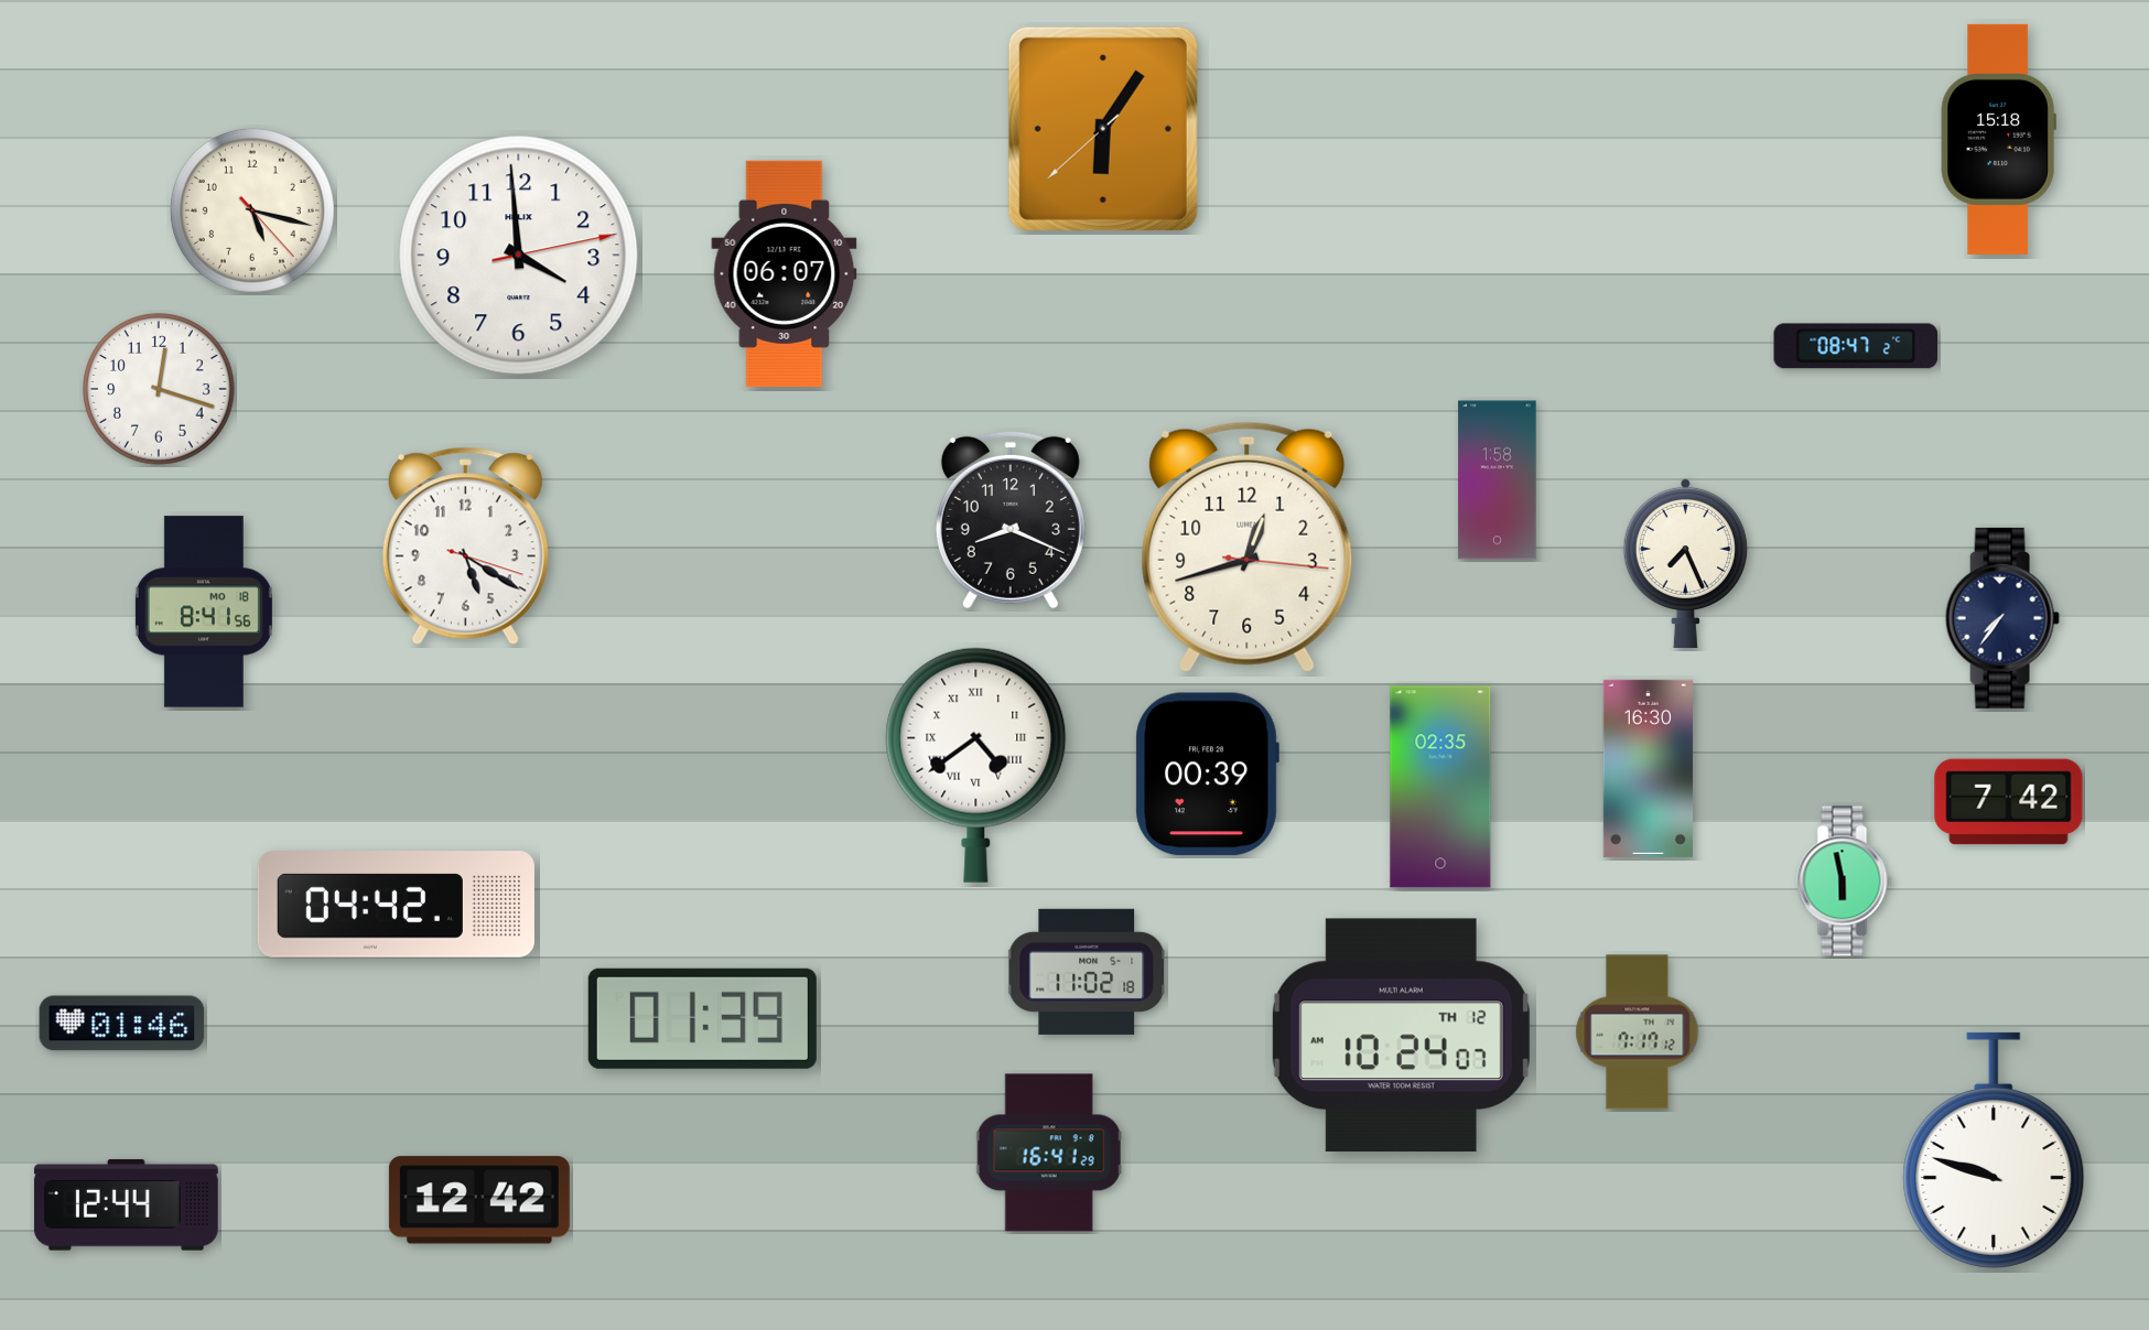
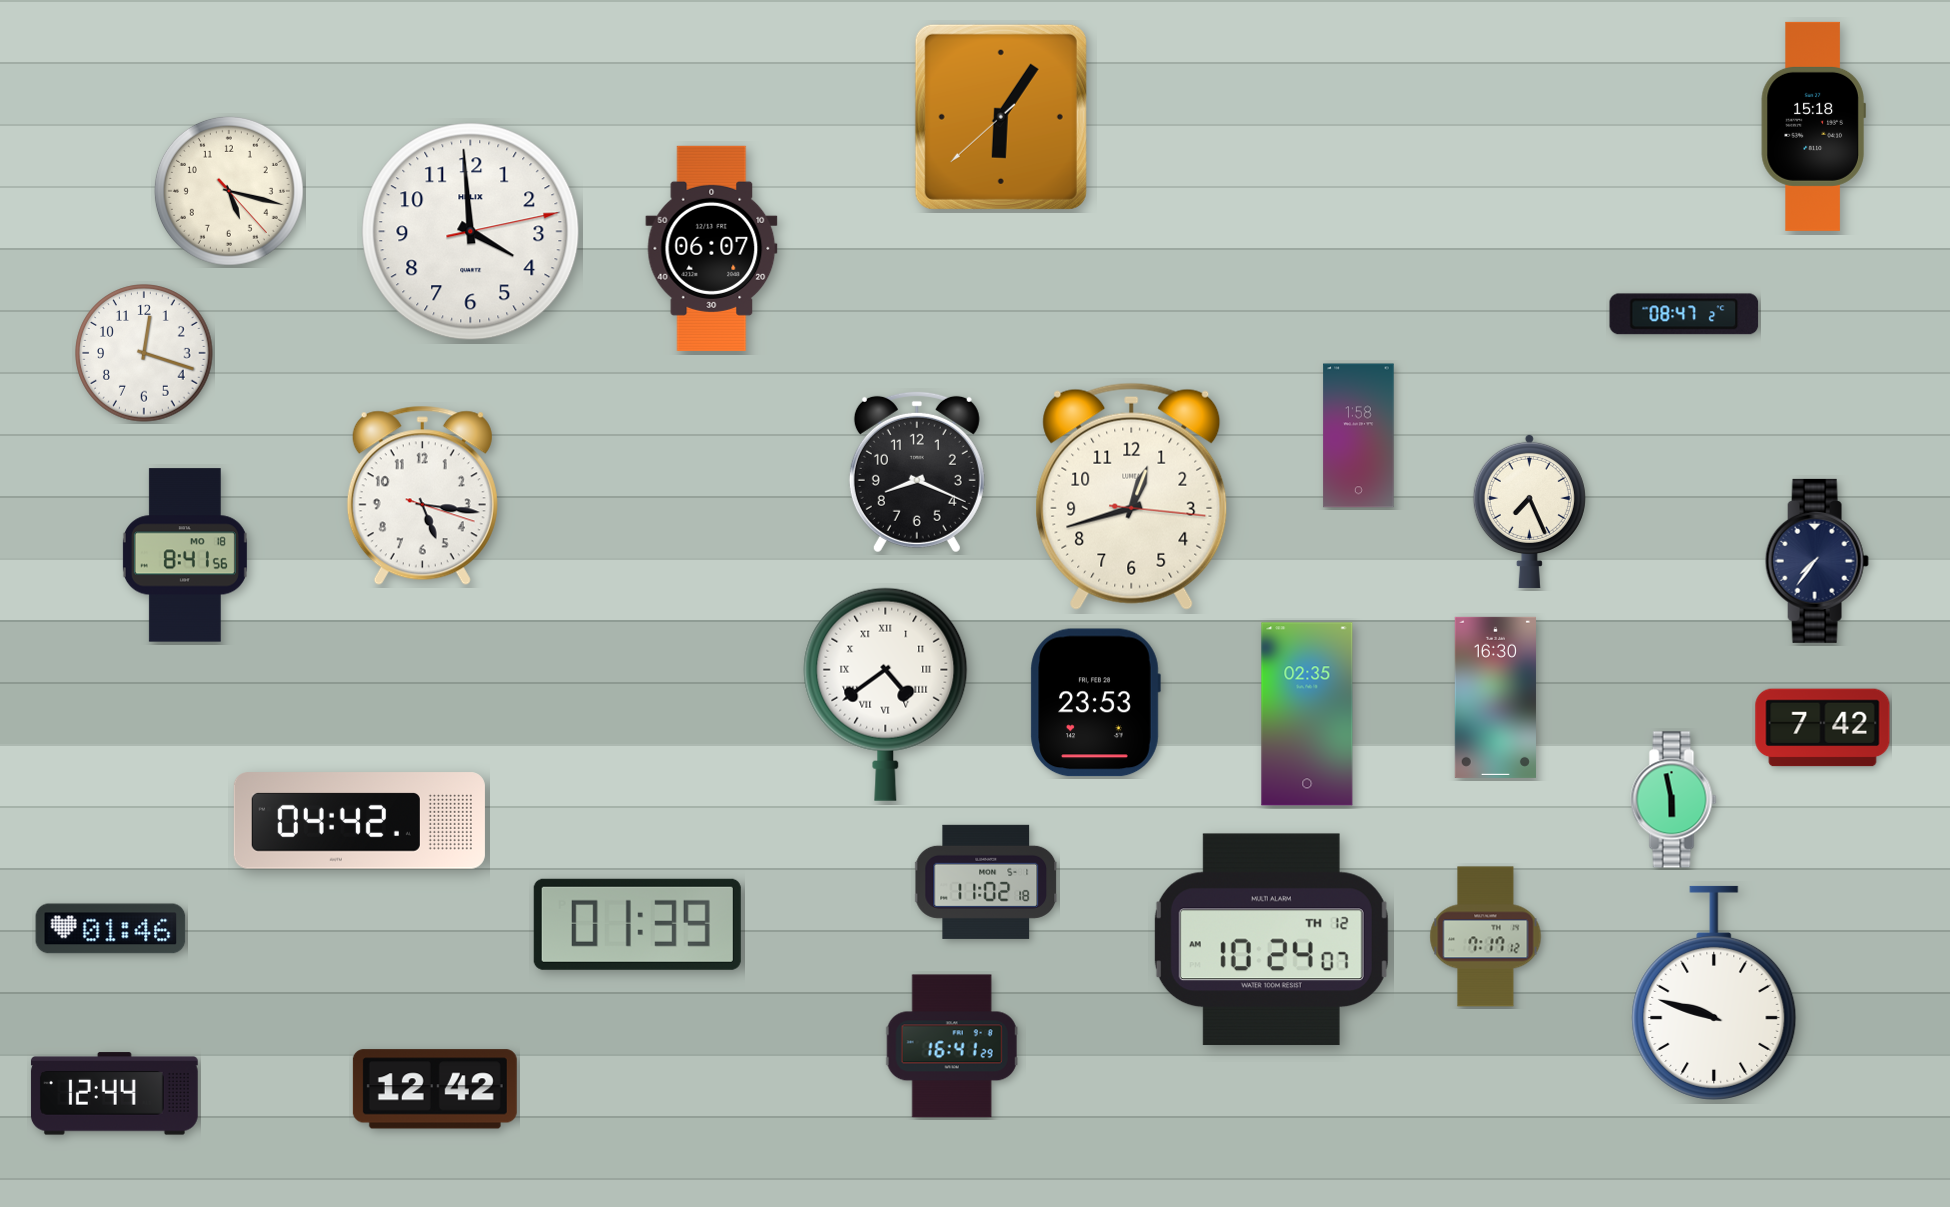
clock at (465, 547): 5:20 -> 5:16
clock at (1207, 775): 00:39 -> 23:53
clock at (1994, 1150) position: (1994, 1150) -> (1714, 993)
